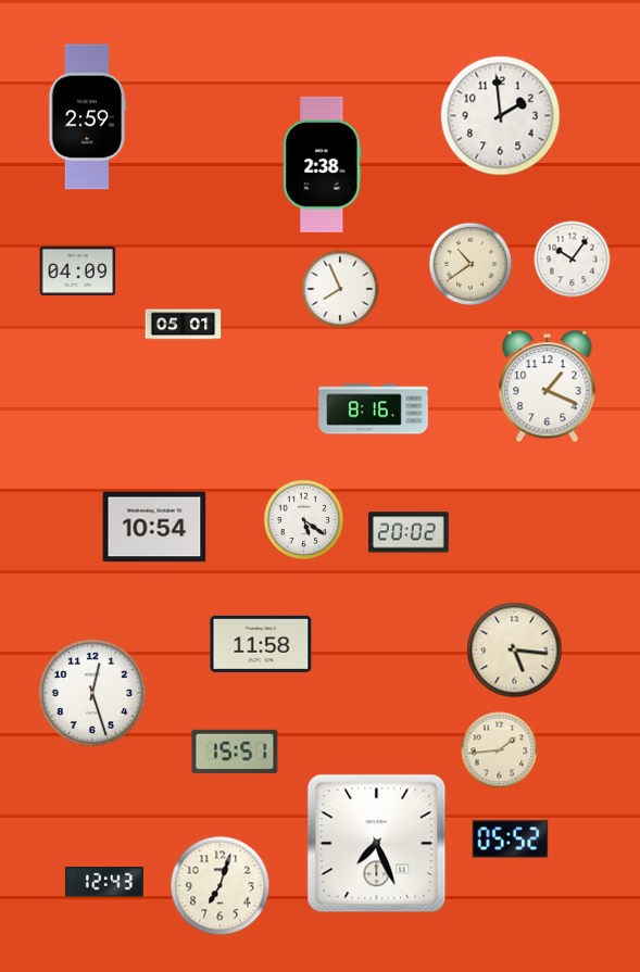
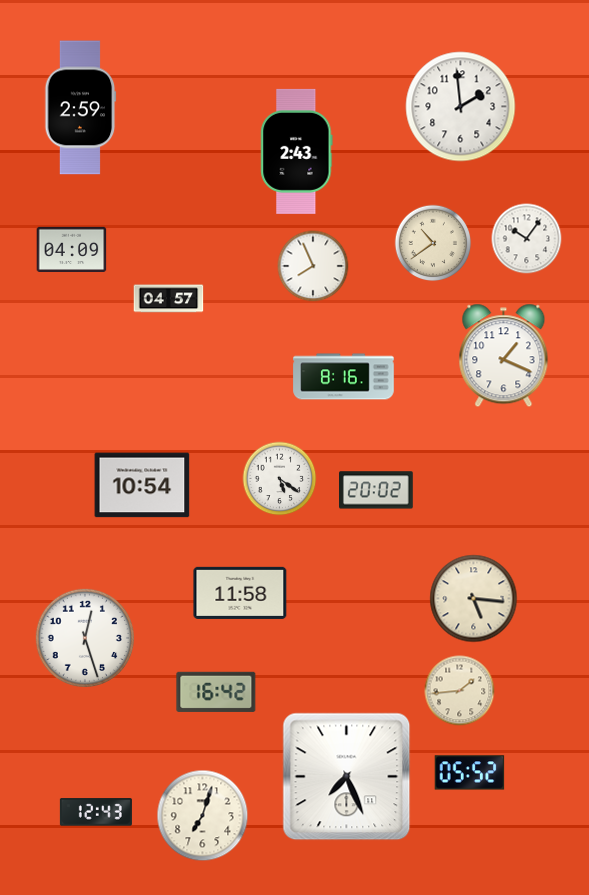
clock at (323, 164): 2:38 -> 2:43
clock at (184, 325): 05:01 -> 04:57
clock at (235, 752): 15:51 -> 16:42
